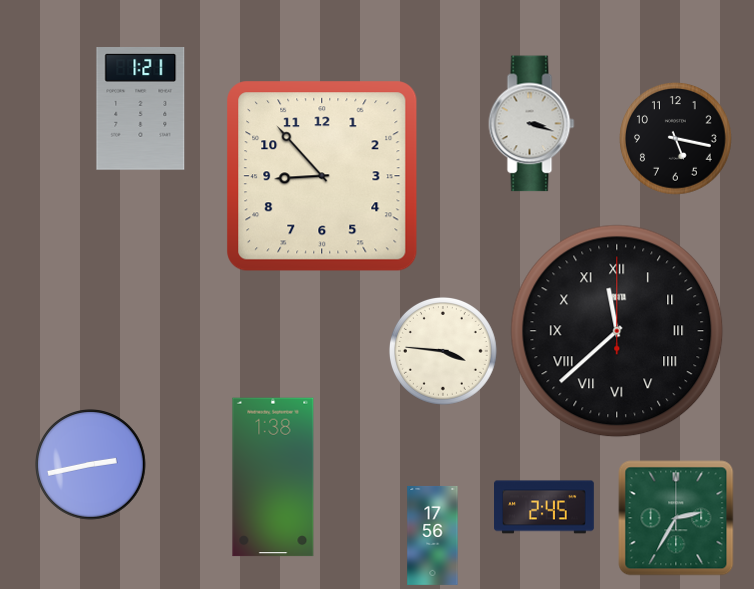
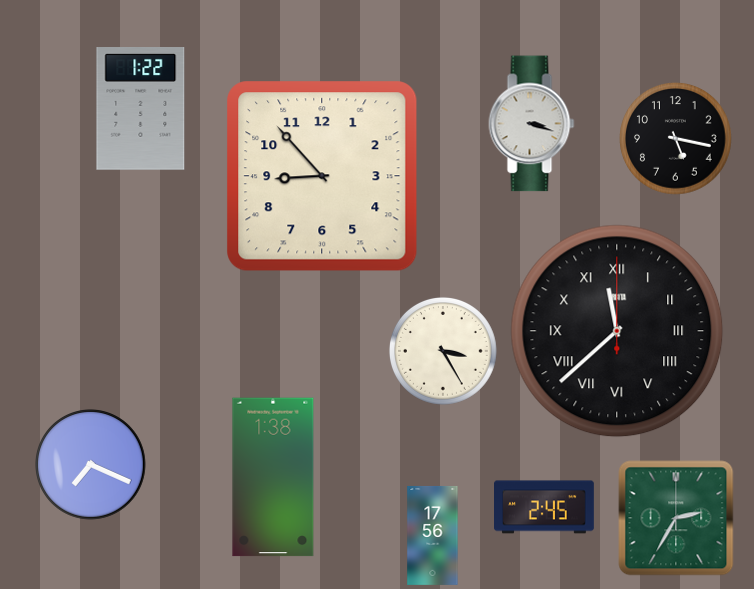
clock at (141, 109): 1:21 -> 1:22
clock at (443, 351): 3:46 -> 3:25
clock at (91, 465): 2:43 -> 7:19
